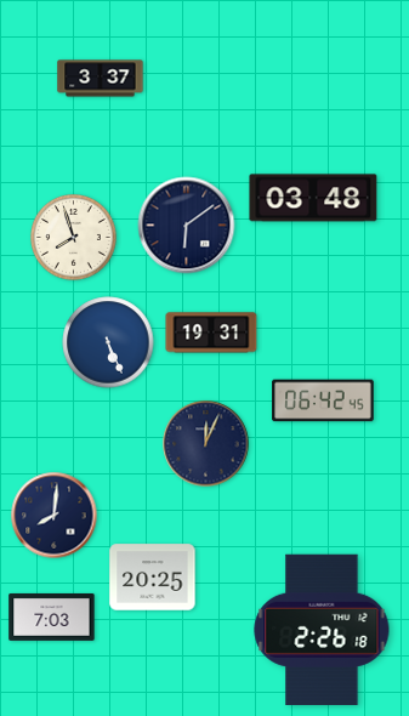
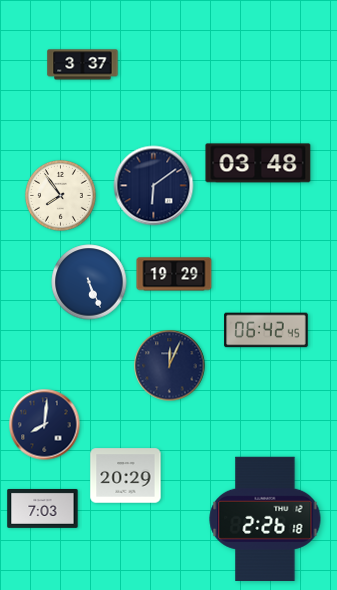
clock at (74, 238): 7:57 -> 7:54
clock at (211, 333): 19:31 -> 19:29
clock at (153, 578): 20:25 -> 20:29
